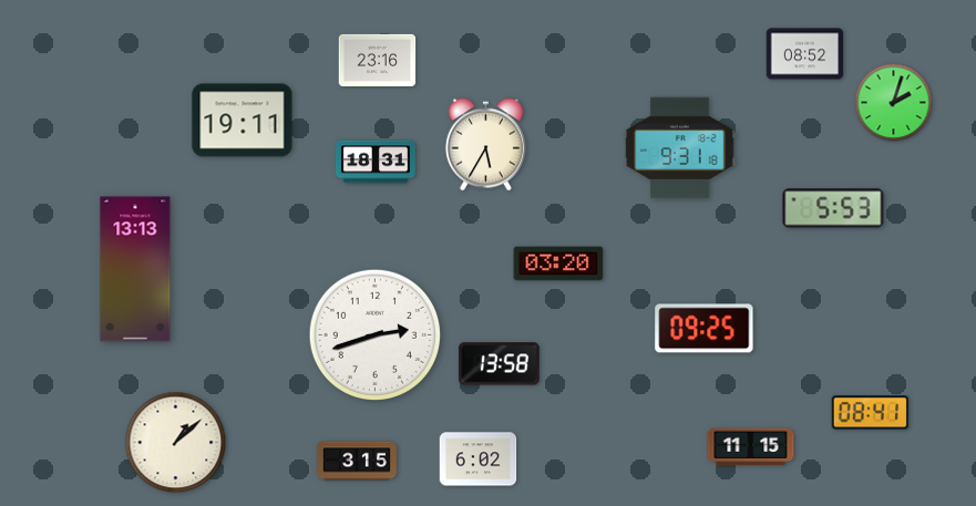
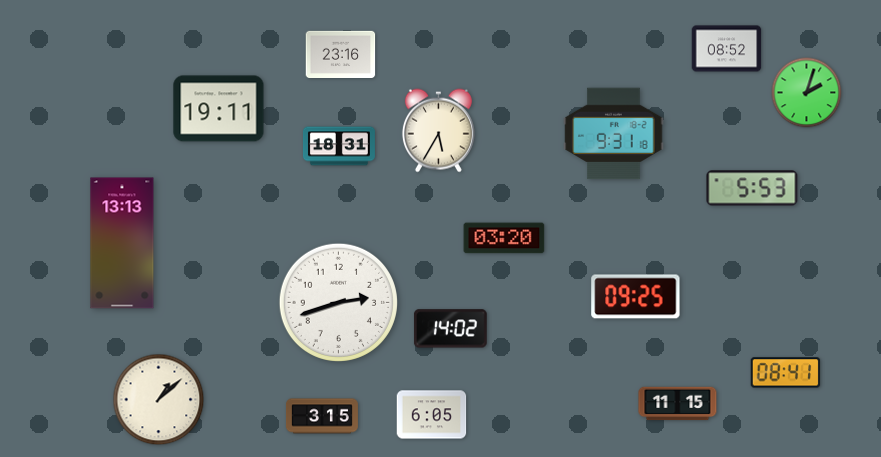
clock at (499, 364): 13:58 -> 14:02
clock at (479, 459): 6:02 -> 6:05
